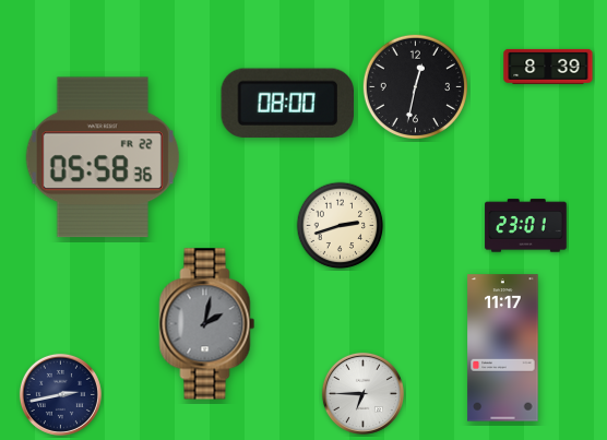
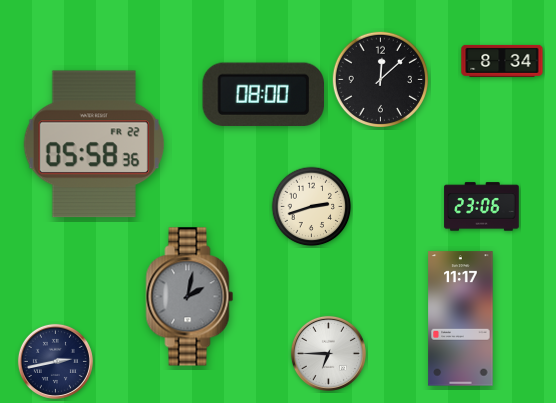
clock at (548, 67): 8:39 -> 8:34
clock at (415, 86): 12:32 -> 12:08
clock at (526, 226): 23:01 -> 23:06
clock at (362, 393) position: (362, 393) -> (328, 353)
